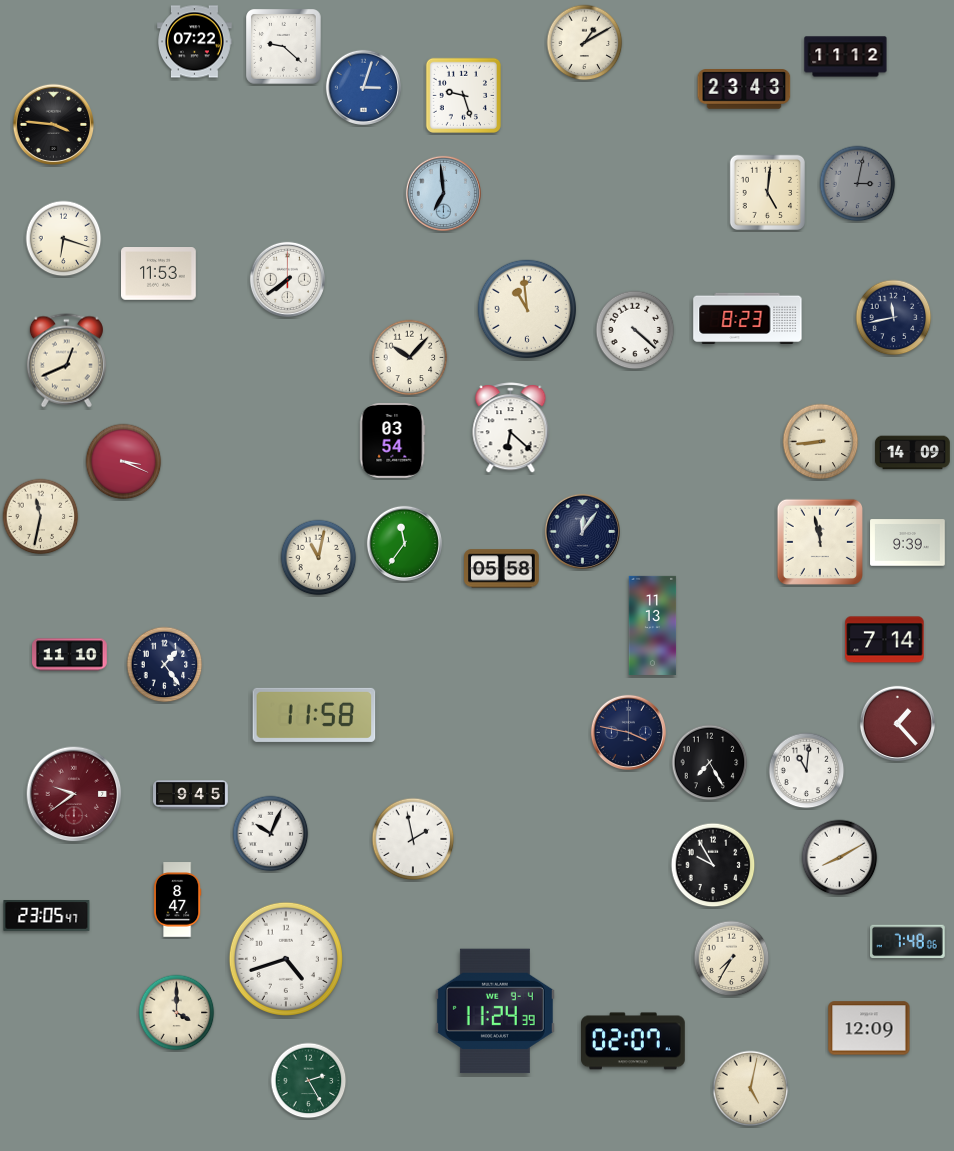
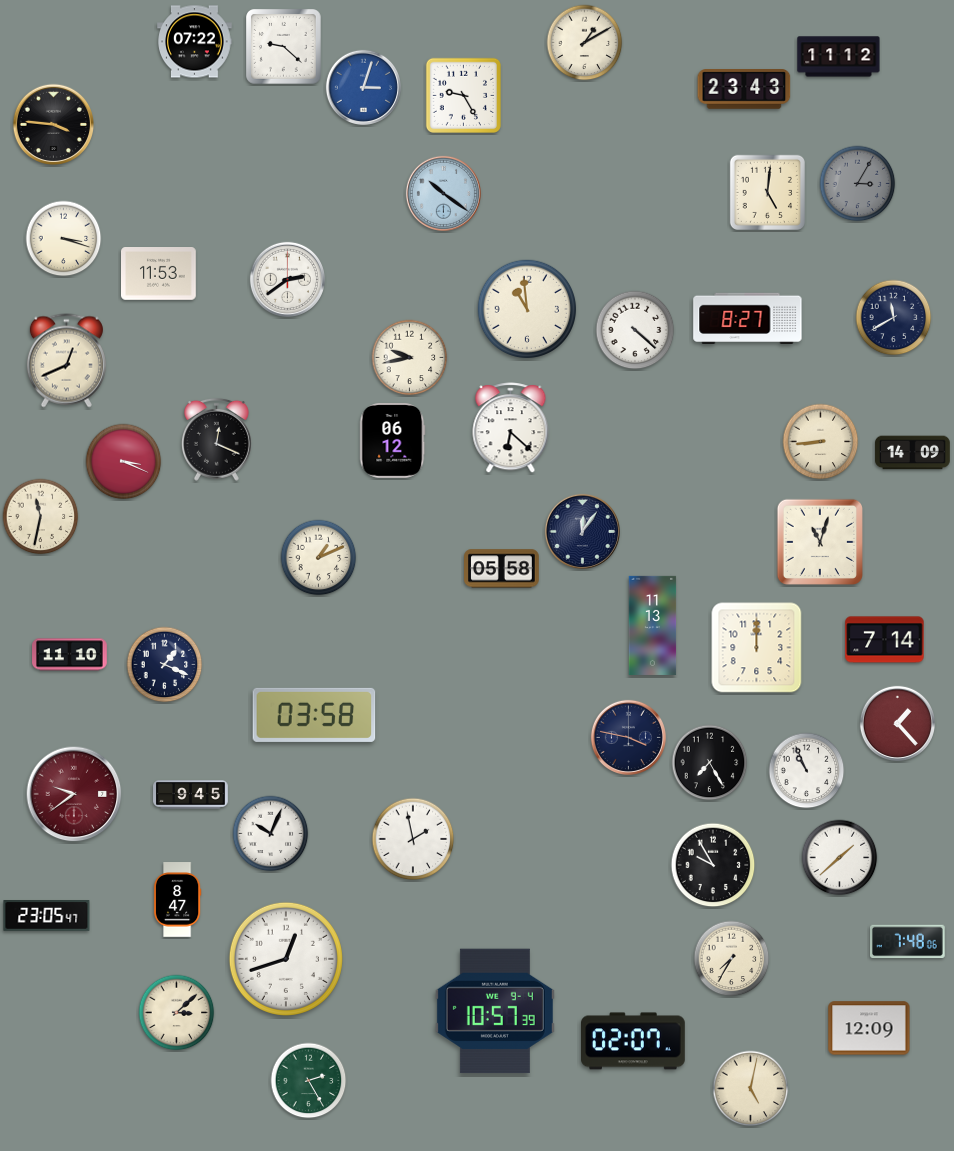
clock at (846, 57) position: (846, 57) -> (839, 57)
clock at (463, 95): 9:27 -> 9:25
clock at (858, 184): 3:02 -> 3:05
clock at (443, 193): 6:59 -> 10:21
clock at (64, 239): 6:18 -> 3:18
clock at (287, 279): 7:39 -> 2:39
clock at (748, 318): 8:23 -> 8:27
clock at (894, 318): 11:43 -> 11:40
clock at (410, 358): 10:07 -> 9:43
clock at (216, 439): none -> 12:19
clock at (393, 441): 03:54 -> 06:12
clock at (819, 541): 11:58 -> 11:03
clock at (404, 543): 11:36 -> none
clock at (908, 543): 9:39 -> none
clock at (319, 558): 11:02 -> 1:11
clock at (757, 648): none -> 12:00
clock at (165, 665): 1:24 -> 1:19
clock at (314, 715): 11:58 -> 03:58
clock at (628, 732) position: (628, 732) -> (628, 737)
clock at (807, 771): 11:01 -> 10:56
clock at (840, 858): 8:10 -> 1:38
clock at (286, 959): 4:42 -> 12:42
clock at (495, 1011): 11:24 -> 10:57
clock at (177, 1013): 4:00 -> 3:08
